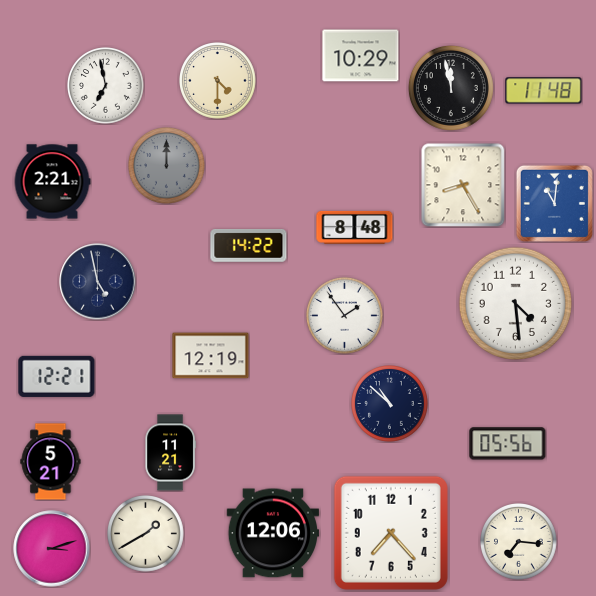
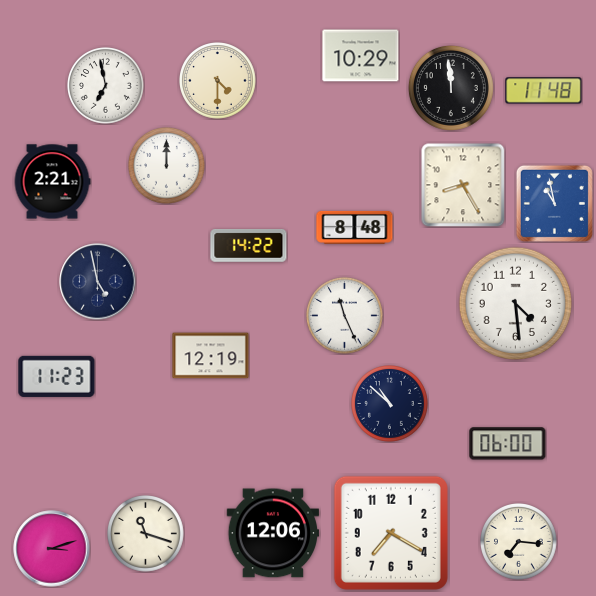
clock at (451, 88): 11:58 -> 11:59
clock at (167, 166) dial: grey -> white
clock at (554, 203): 11:01 -> 10:58
clock at (345, 316): 1:54 -> 11:26
clock at (57, 376): 12:21 -> 11:23
clock at (508, 444): 05:56 -> 06:00
clock at (170, 453): 11:21 -> none
clock at (51, 462): 5:21 -> none
clock at (391, 533): 7:23 -> 7:20
clock at (146, 534): 1:40 -> 11:18
